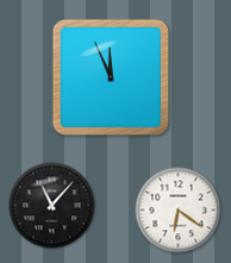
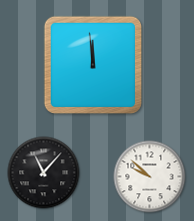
clock at (111, 77): 11:56 -> 11:59
clock at (179, 211): 6:21 -> 9:52
